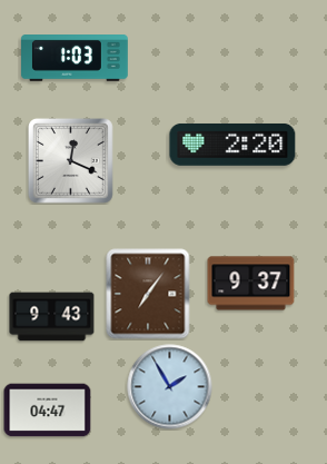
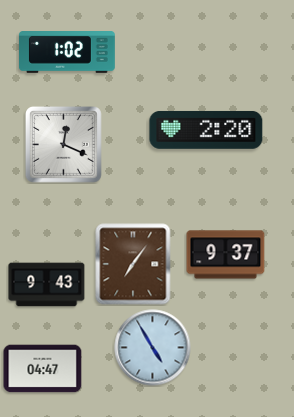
clock at (76, 59): 1:03 -> 1:02
clock at (232, 145) position: (232, 145) -> (206, 130)
clock at (170, 387): 1:55 -> 4:55
